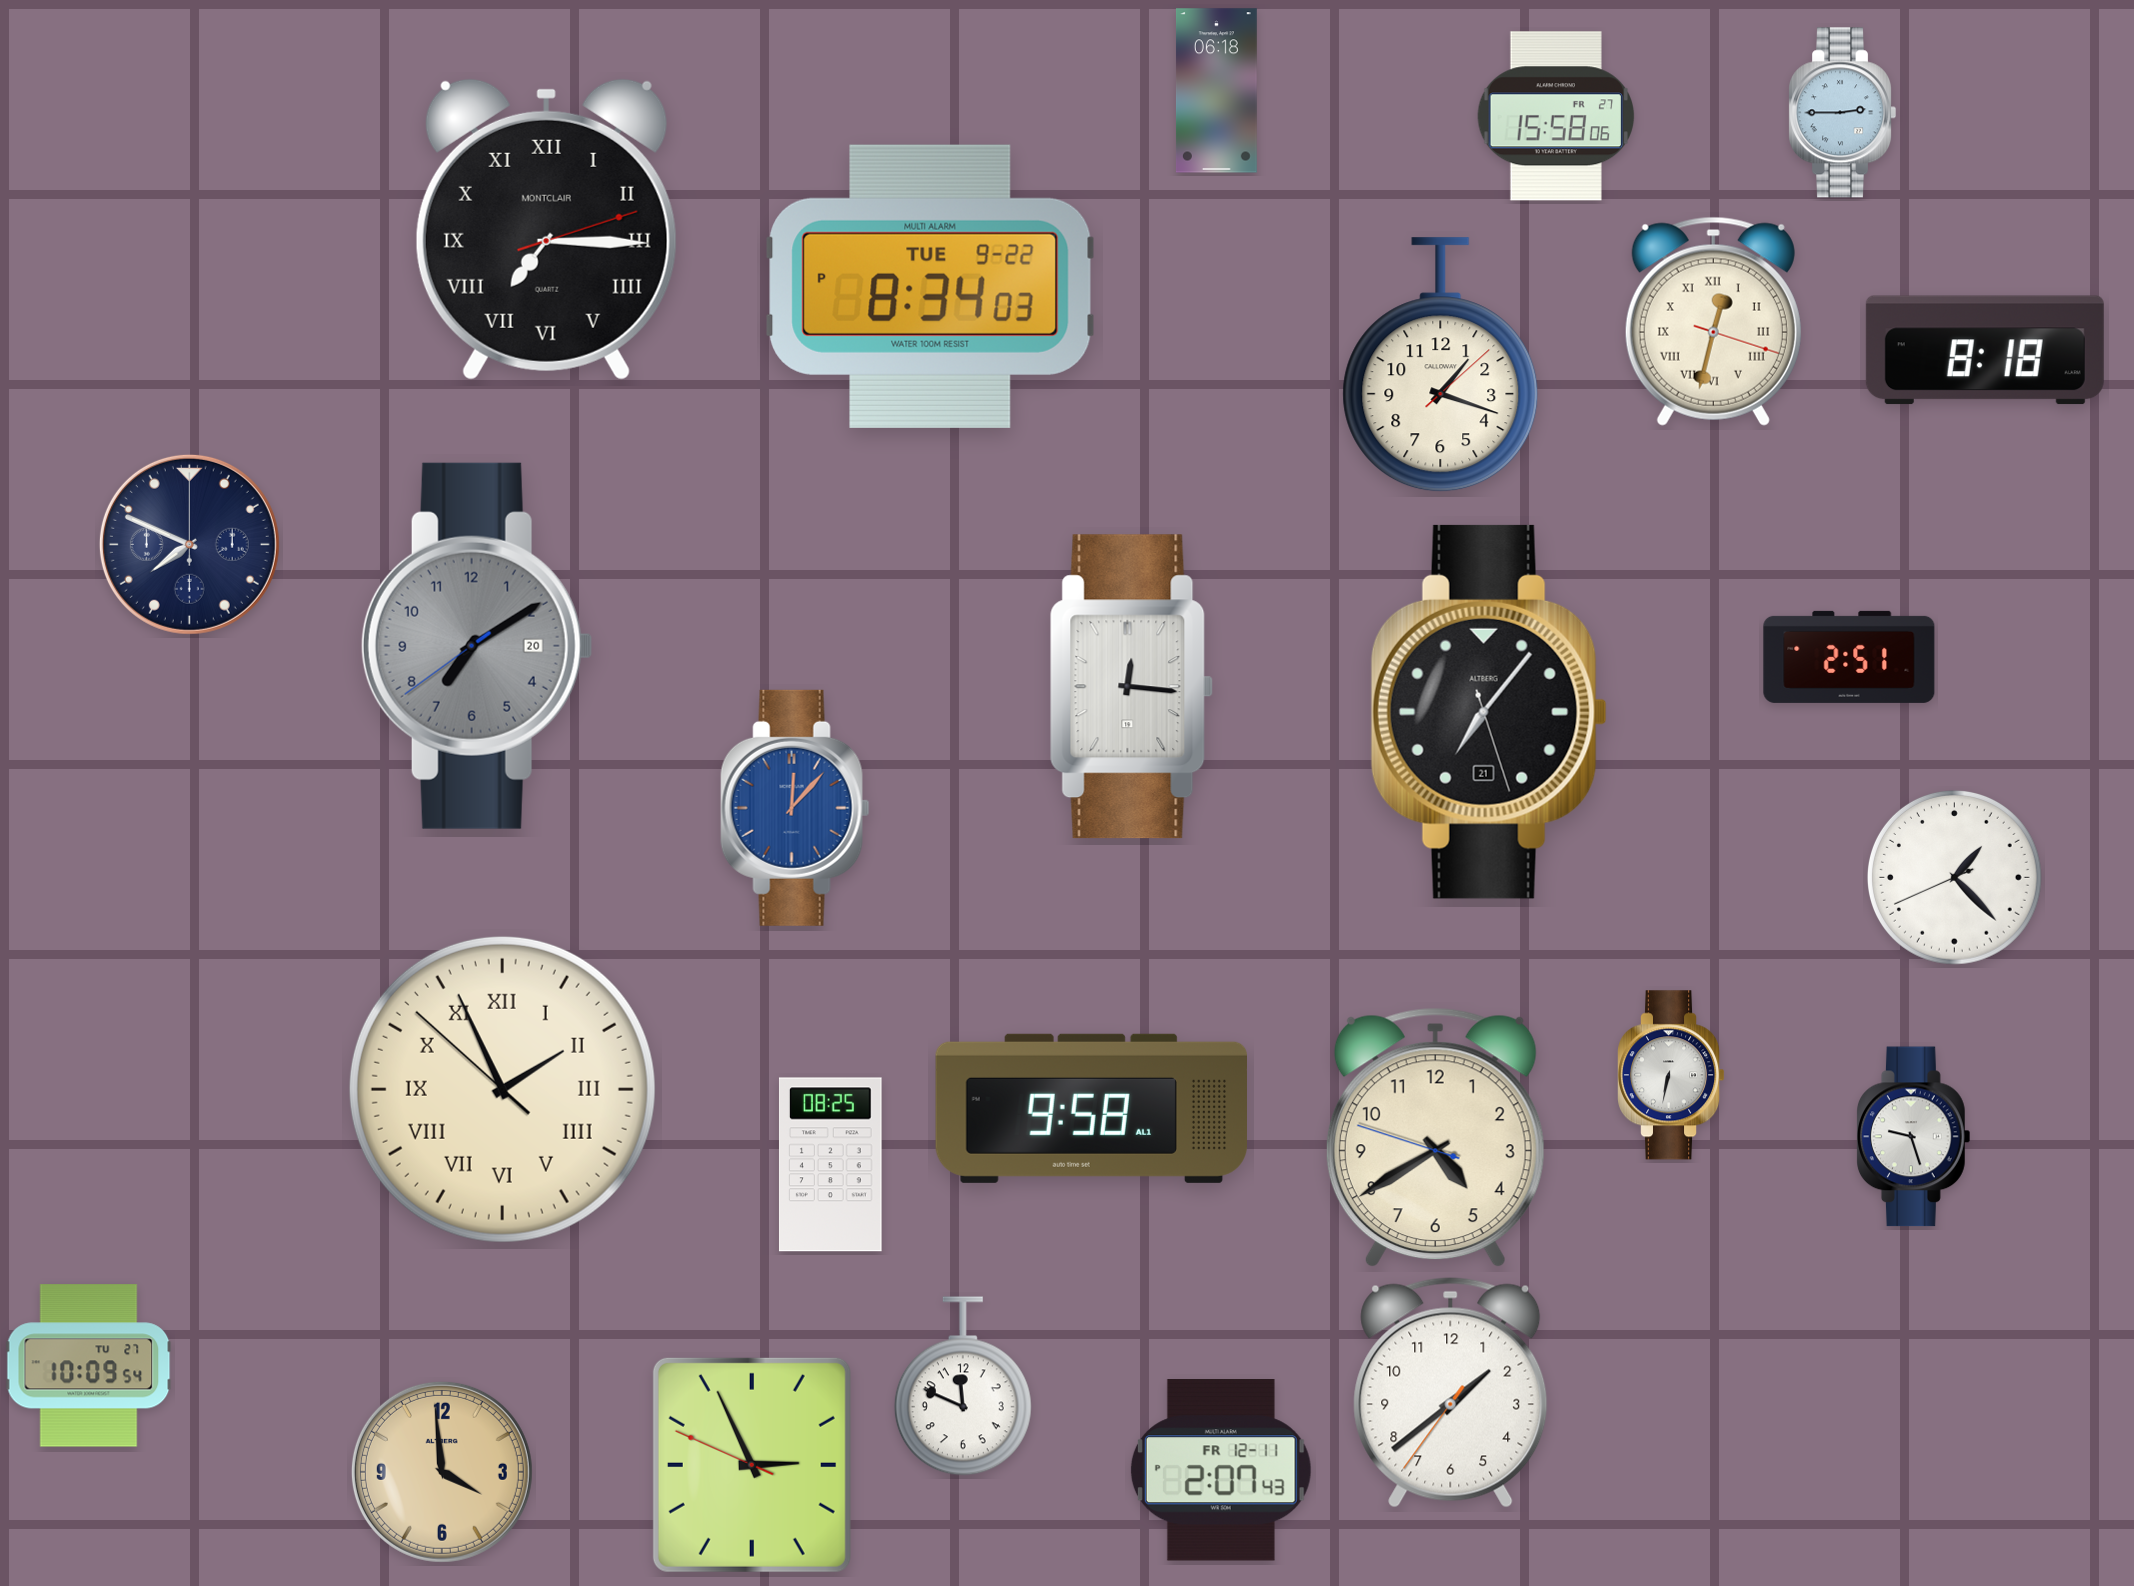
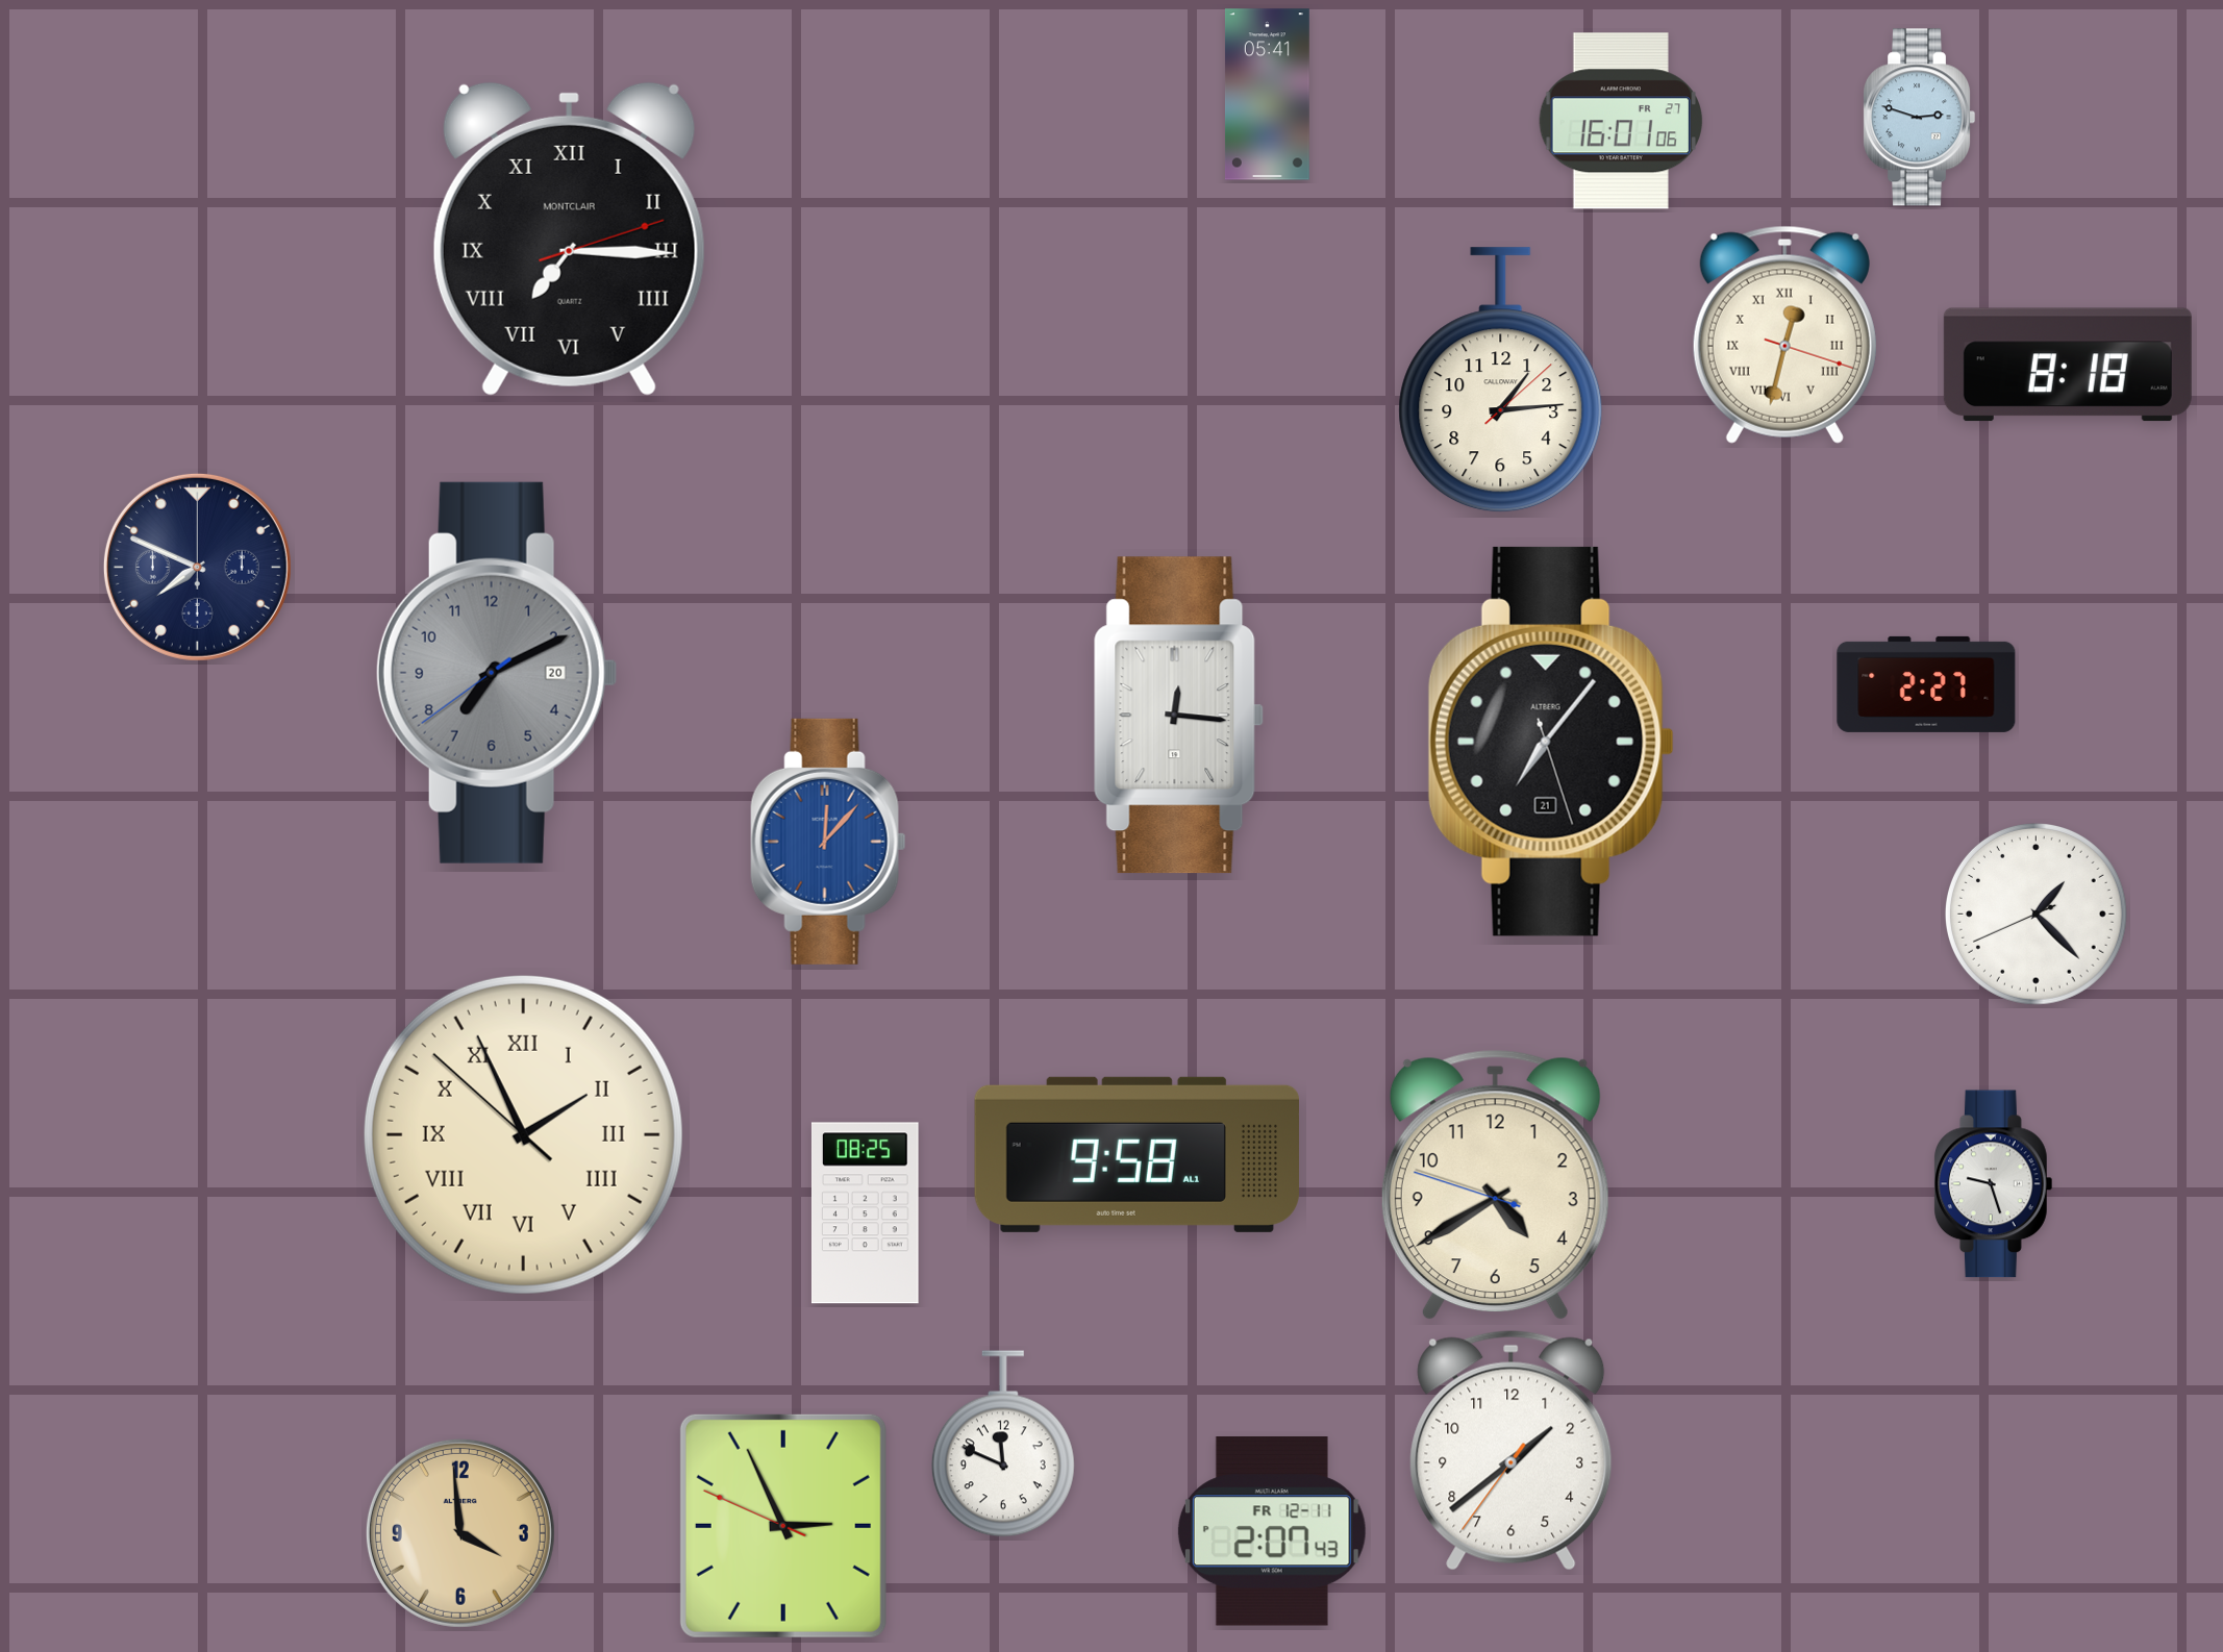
clock at (1216, 91): 06:18 -> 05:41
clock at (1843, 113): 2:45 -> 2:48
clock at (1556, 116): 15:58 -> 16:01
clock at (930, 286): 8:34 -> none
clock at (1441, 365): 1:18 -> 1:14
clock at (477, 646): 7:09 -> 7:10
clock at (1849, 657): 2:51 -> 2:27
clock at (1672, 1075): 6:32 -> none
clock at (89, 1366): 10:09 -> none
